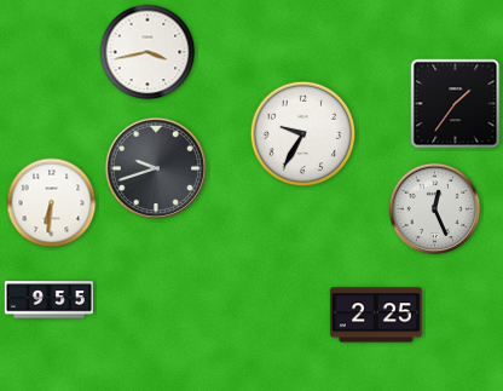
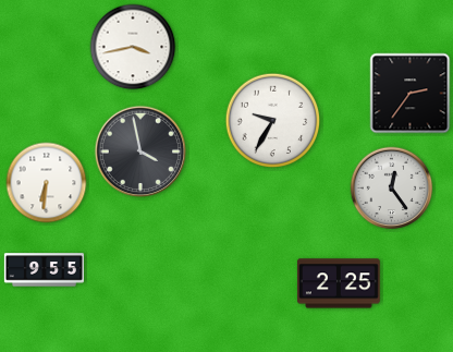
clock at (456, 104): 1:36 -> 2:36
clock at (156, 168): 9:42 -> 3:58
clock at (435, 209): 12:26 -> 12:24
